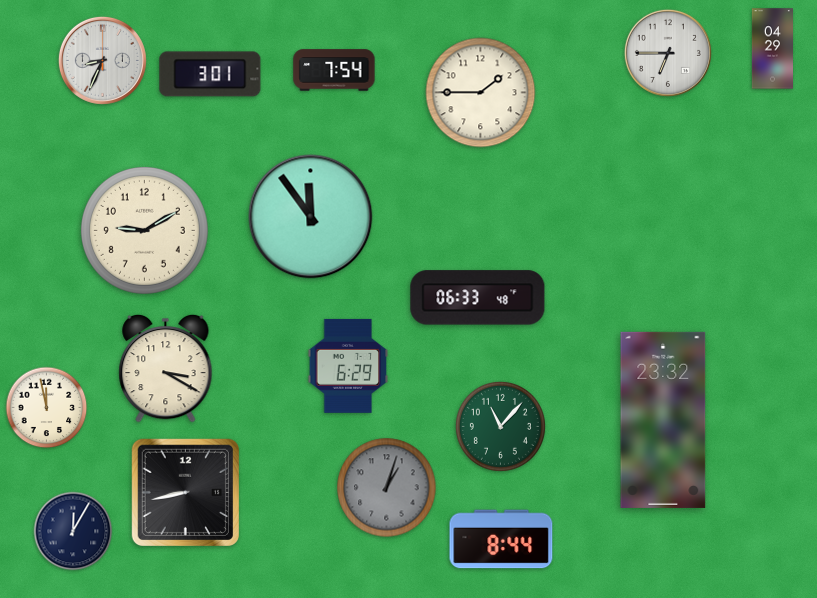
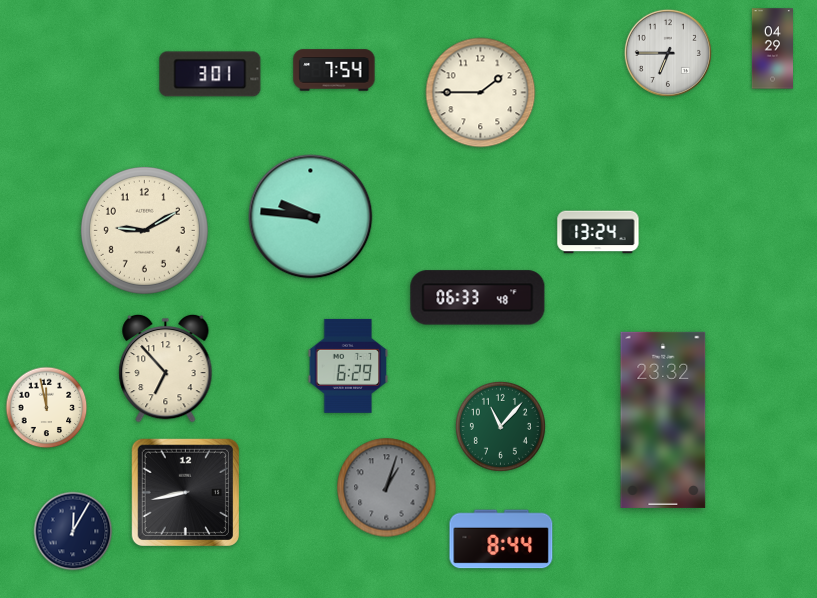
clock at (102, 60): 8:34 -> none
clock at (311, 217): 11:54 -> 9:46
clock at (598, 232): none -> 13:24
clock at (166, 368): 3:20 -> 6:53
